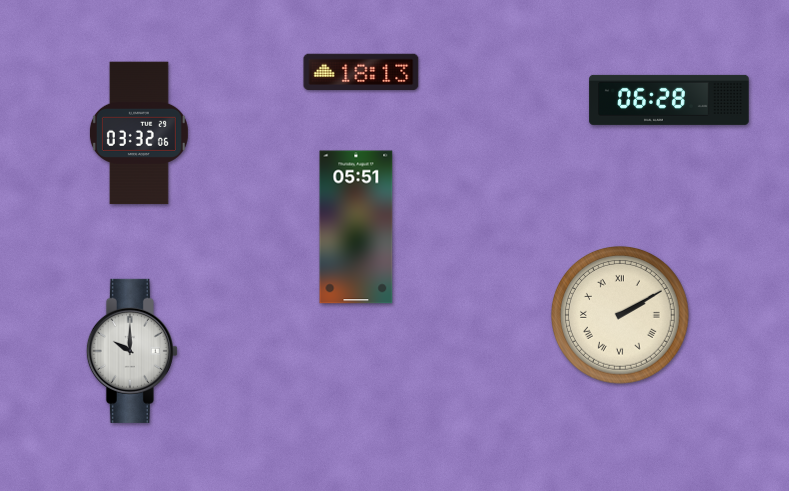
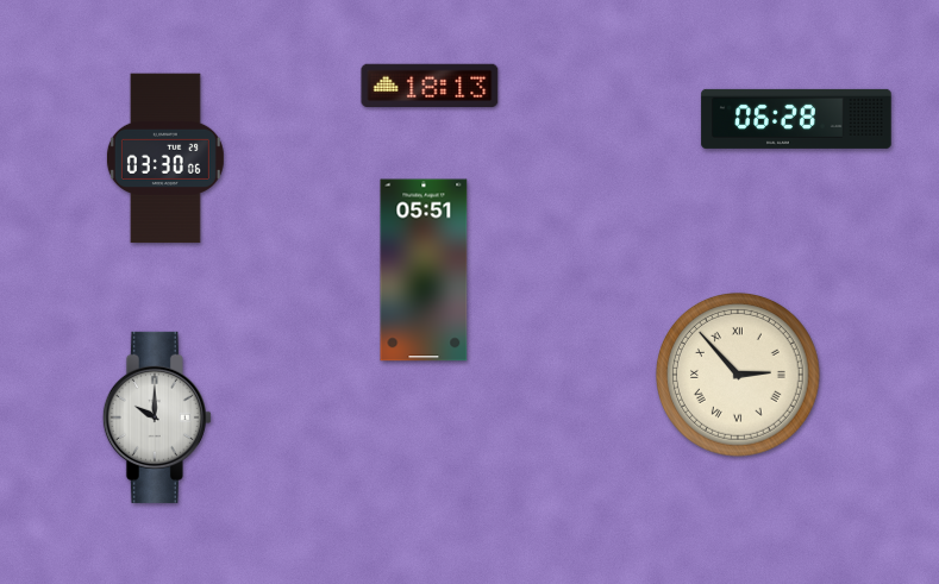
clock at (139, 133): 03:32 -> 03:30
clock at (621, 316): 2:10 -> 2:53
